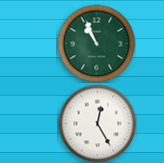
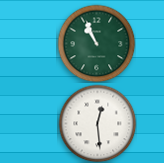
clock at (97, 123): 12:25 -> 12:29
